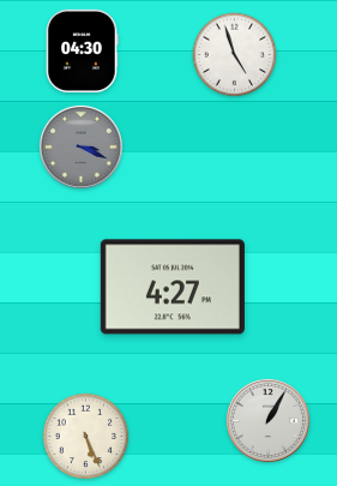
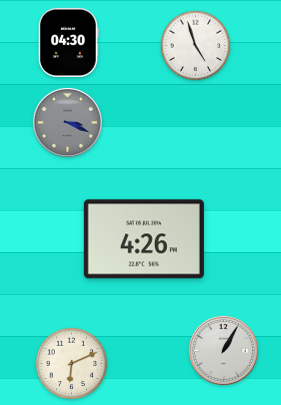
clock at (173, 287): 4:27 -> 4:26
clock at (86, 437): 5:26 -> 6:11
